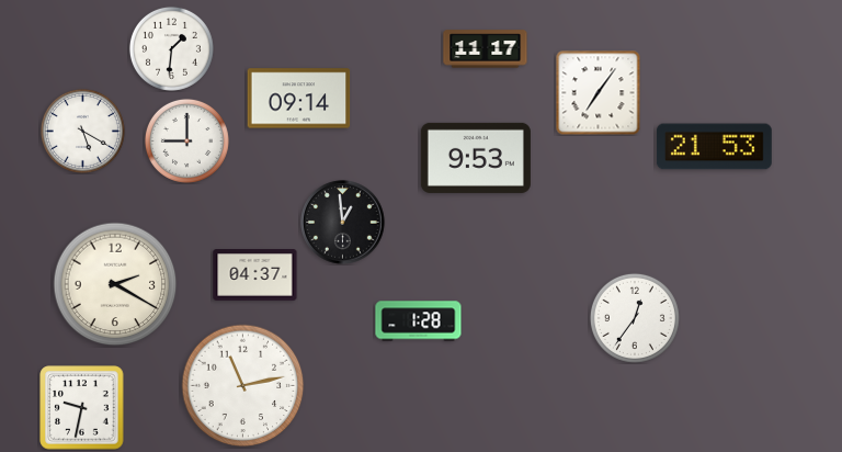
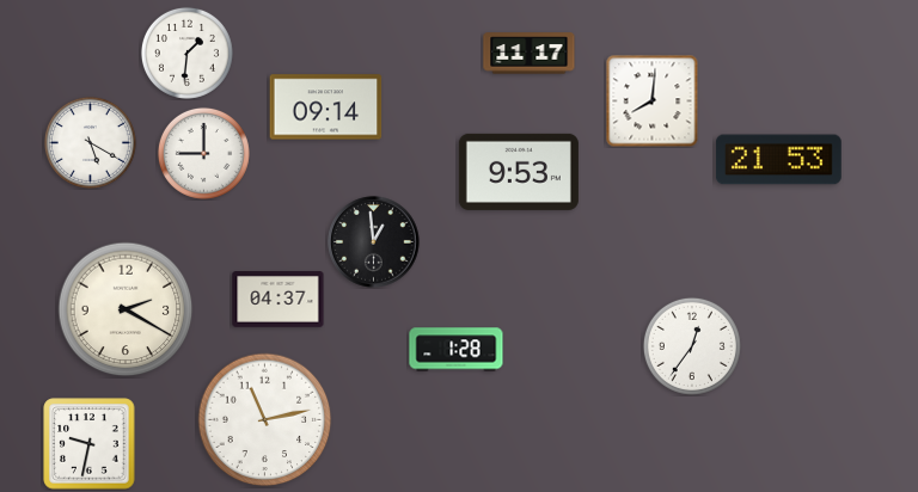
clock at (598, 92): 7:06 -> 8:01
